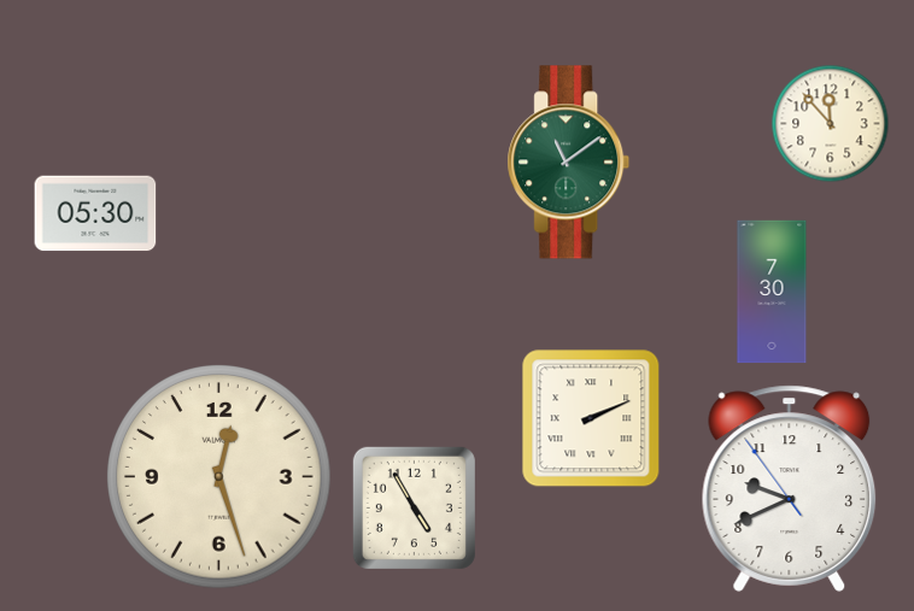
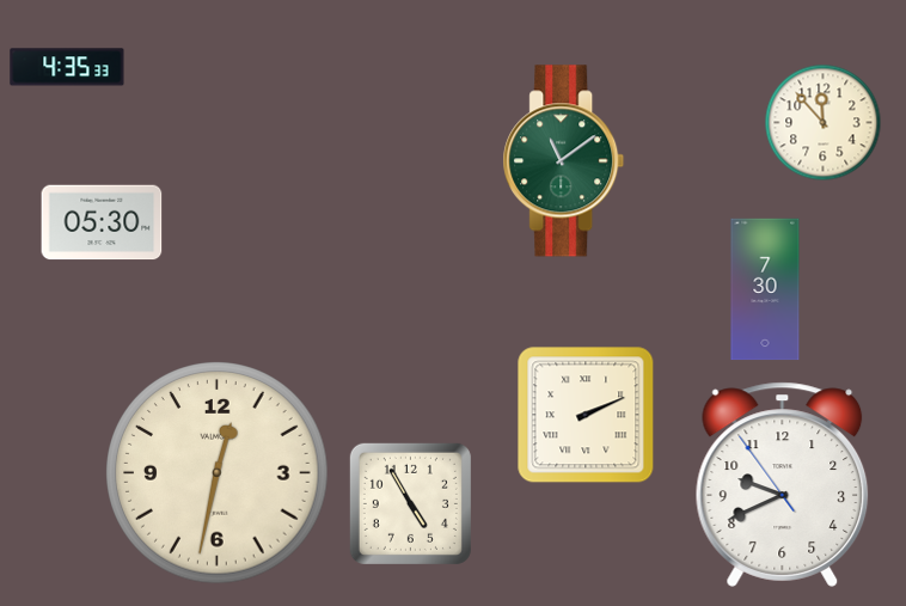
clock at (67, 67): none -> 4:35
clock at (95, 213) position: (95, 213) -> (102, 222)
clock at (219, 477): 12:27 -> 12:32
